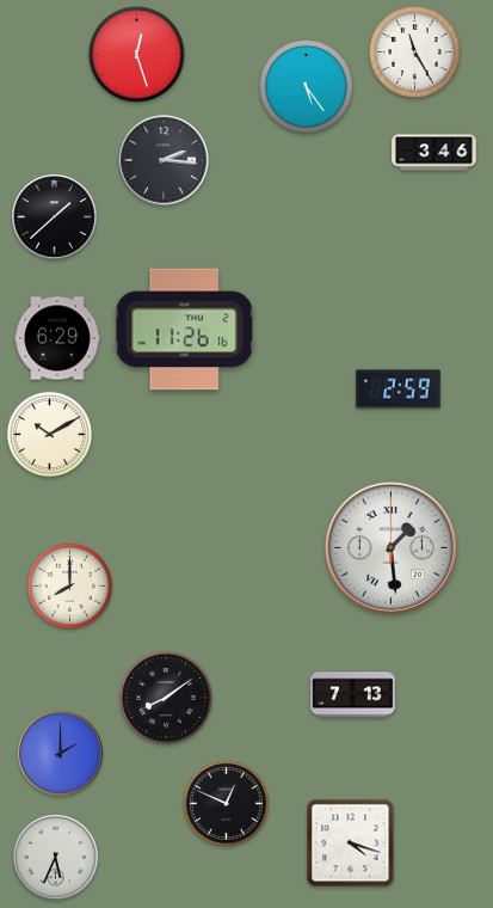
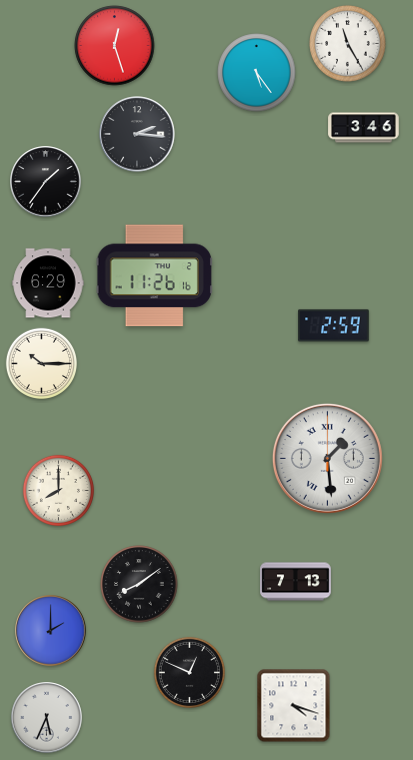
clock at (55, 217): 1:38 -> 1:36
clock at (49, 434): 10:10 -> 10:15
